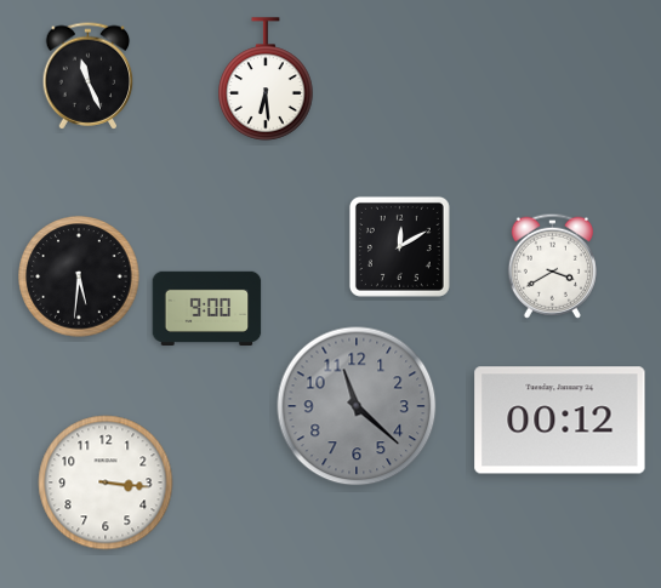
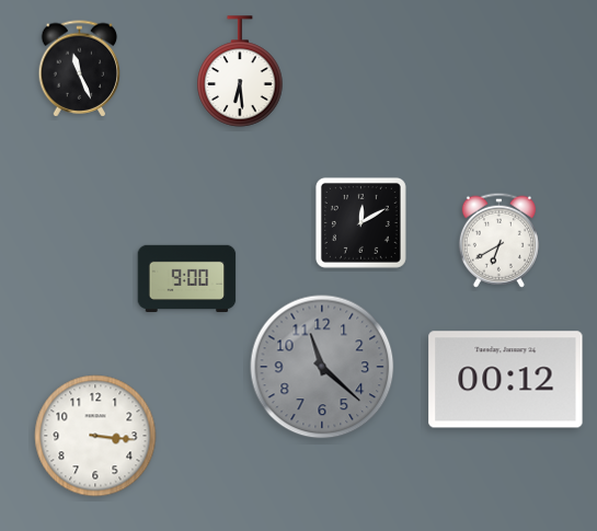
clock at (552, 266): 3:40 -> 6:40
clock at (79, 276): 5:31 -> none
